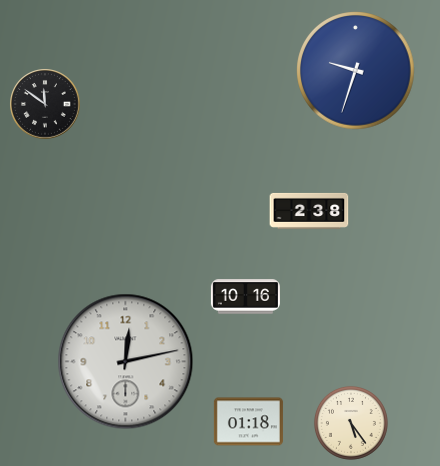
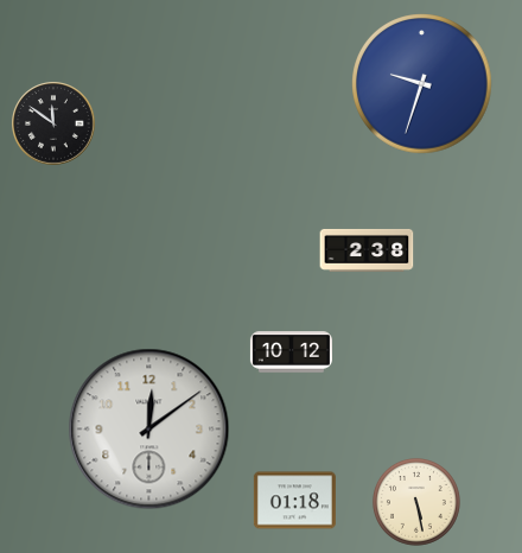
clock at (245, 297): 10:16 -> 10:12
clock at (126, 362): 12:13 -> 12:09
clock at (351, 423): 5:24 -> 5:28
